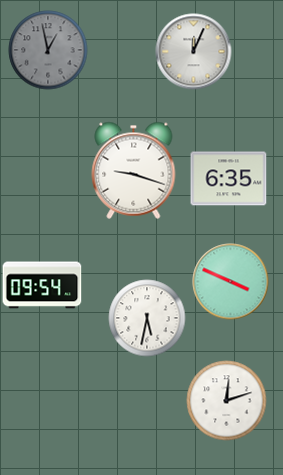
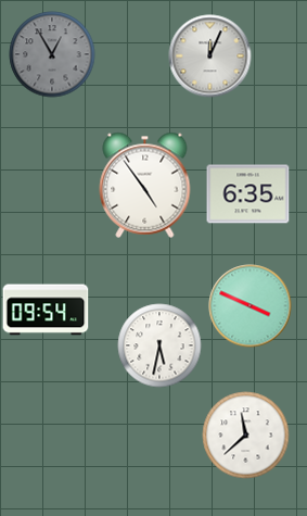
clock at (48, 50): 12:58 -> 12:55
clock at (134, 170): 9:18 -> 4:54
clock at (227, 401): 12:12 -> 11:38
